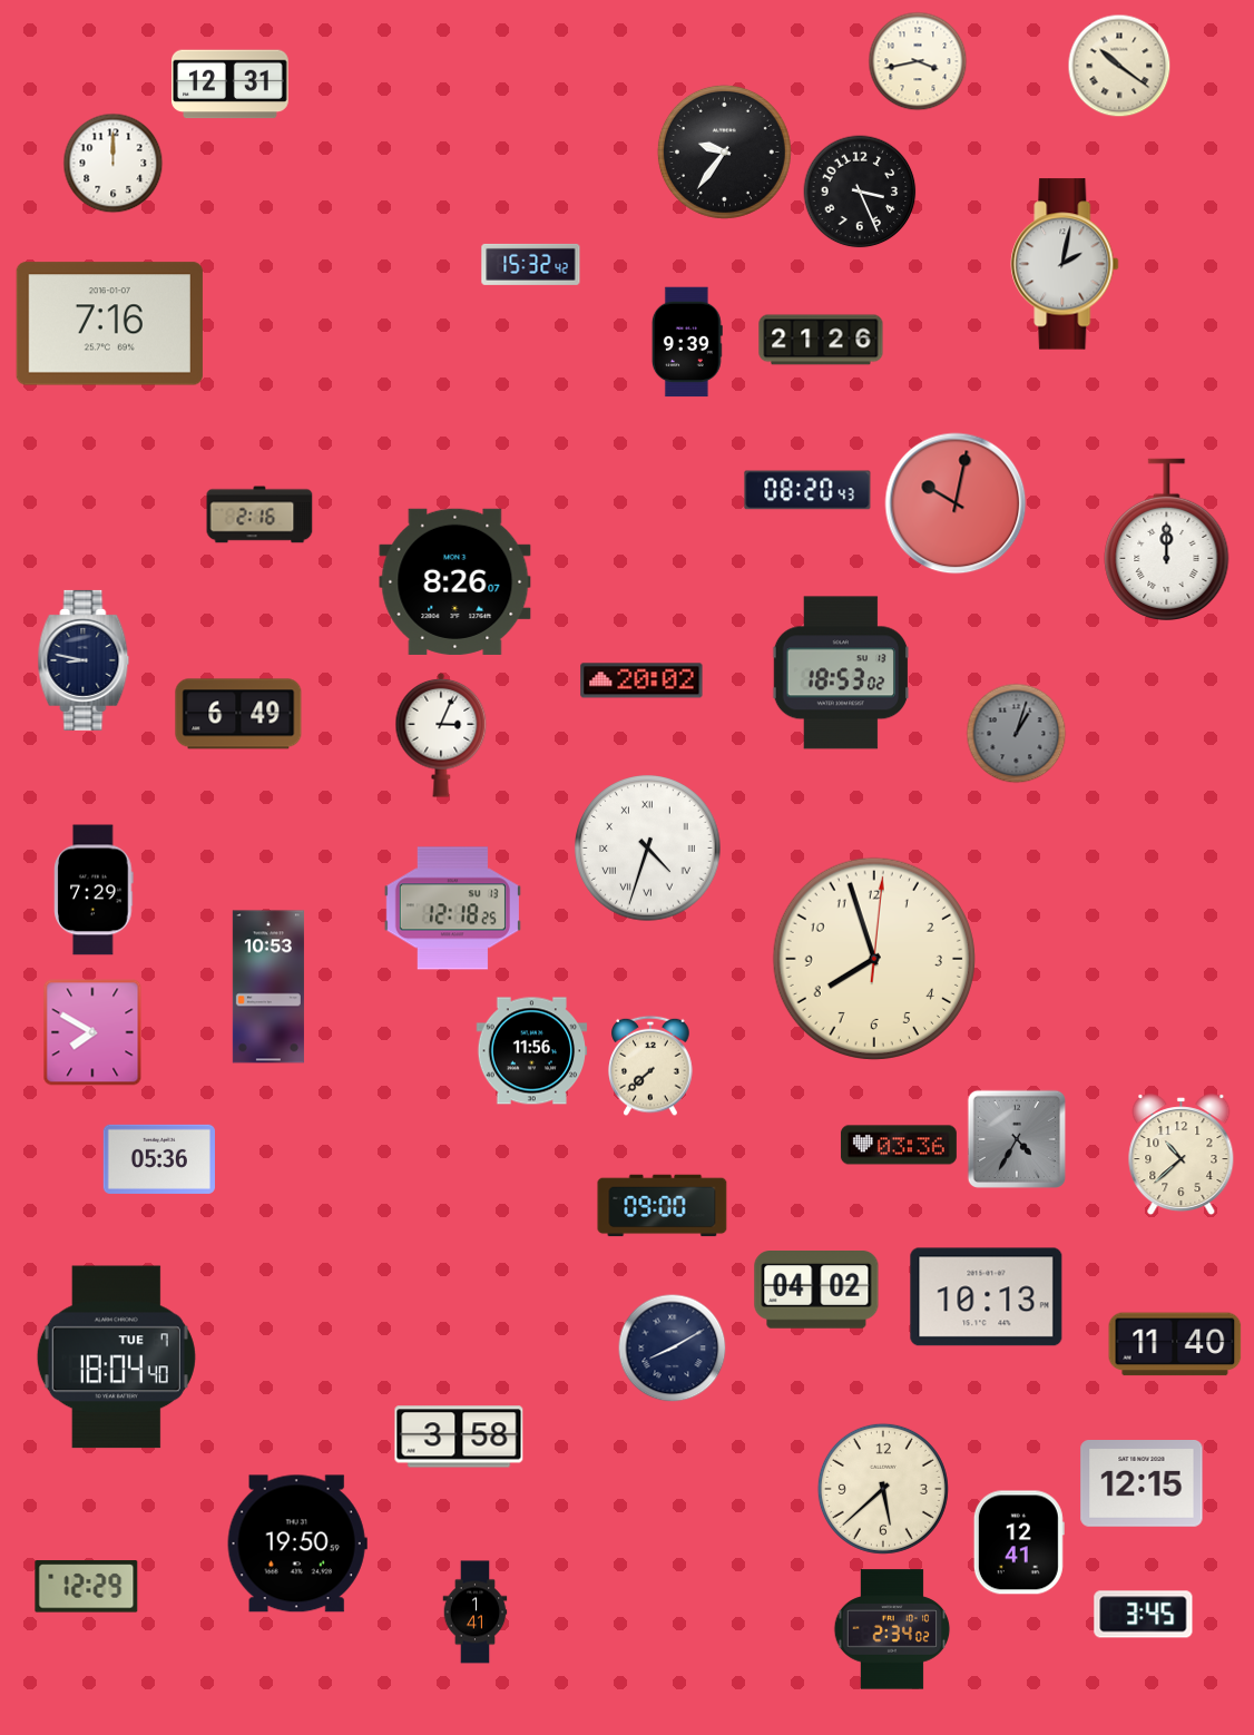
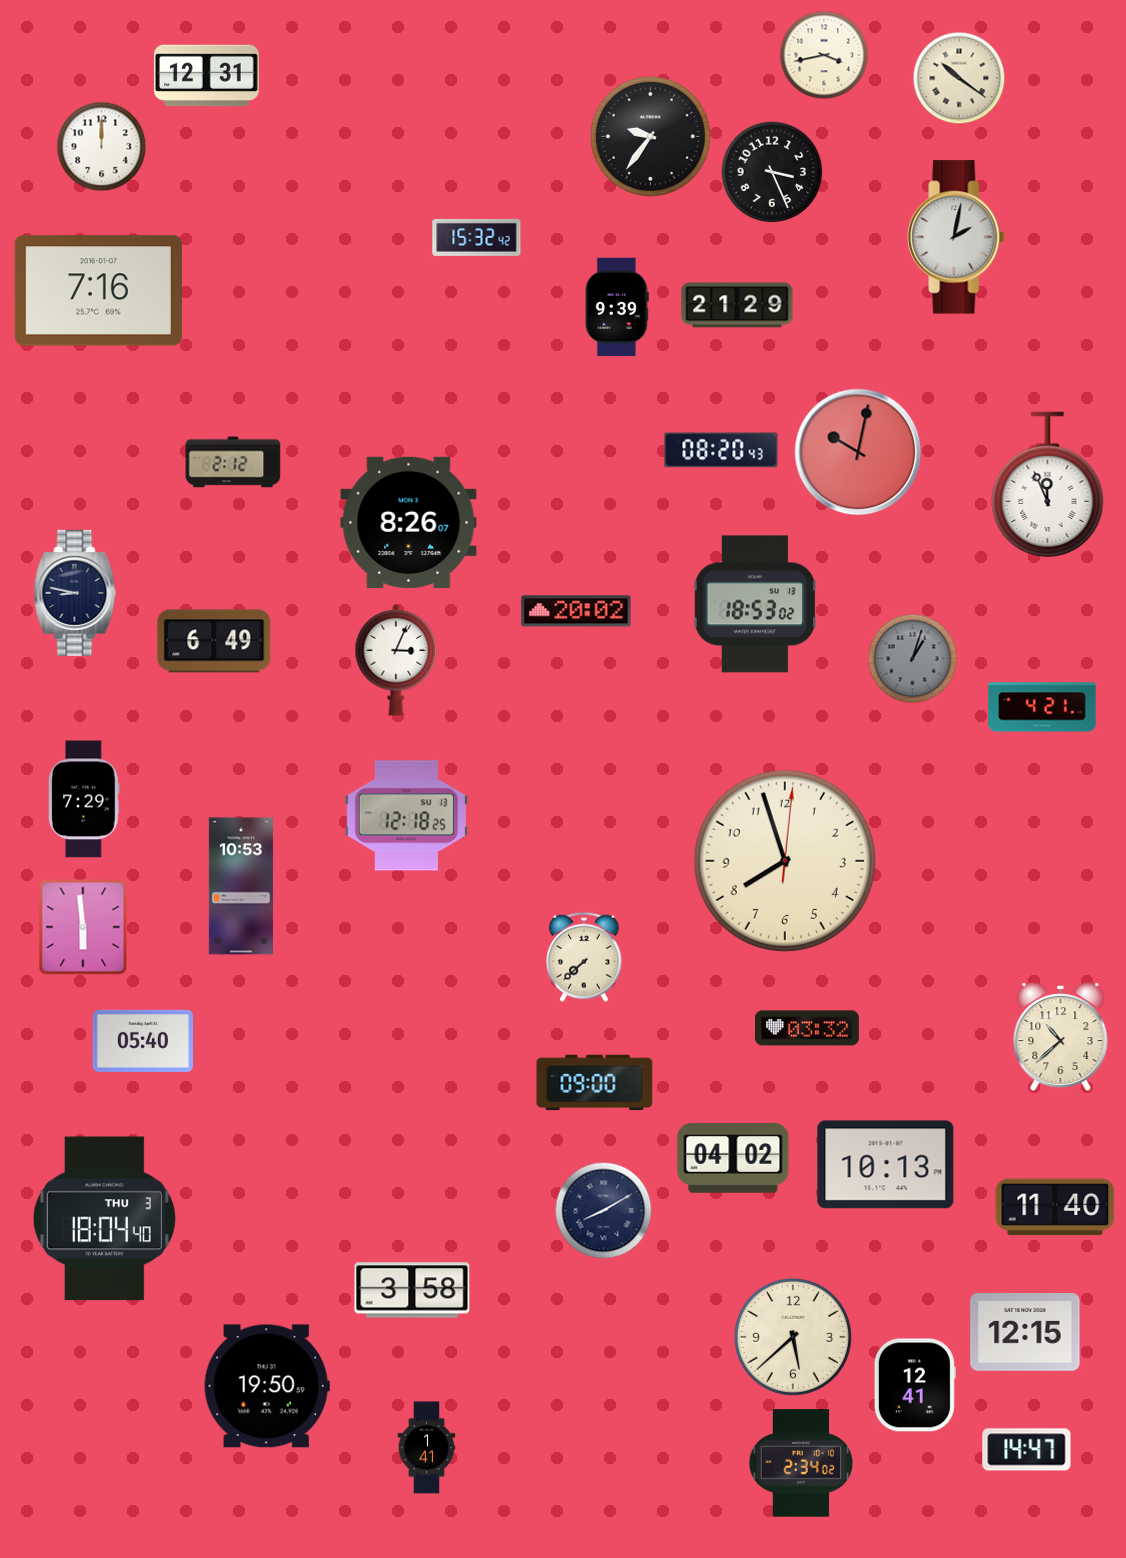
clock at (1119, 66) position: (1119, 66) -> (959, 78)
clock at (821, 340): 21:26 -> 21:29
clock at (807, 490) position: (807, 490) -> (721, 450)
clock at (259, 514): 2:16 -> 2:12
clock at (1167, 539): 12:00 -> 11:56
clock at (1042, 707): none -> 4:21
clock at (648, 849): 4:33 -> none
clock at (92, 1032): 7:50 -> 5:59
clock at (532, 1051): 11:56 -> none
clock at (1017, 1139): 4:35 -> none
clock at (899, 1145): 03:36 -> 03:32
clock at (159, 1159): 05:36 -> 05:40
clock at (116, 1357) date: TUE 7 -> THU 3
clock at (87, 1587): 12:29 -> none
clock at (1144, 1615): 3:45 -> 14:47
